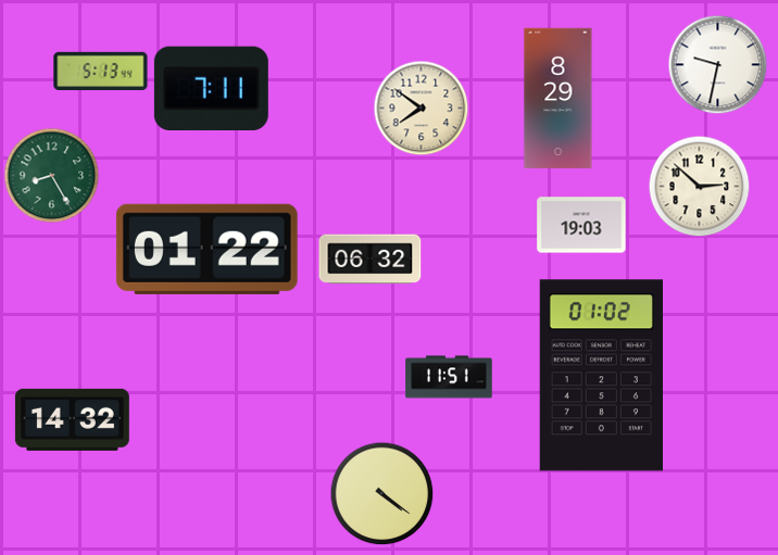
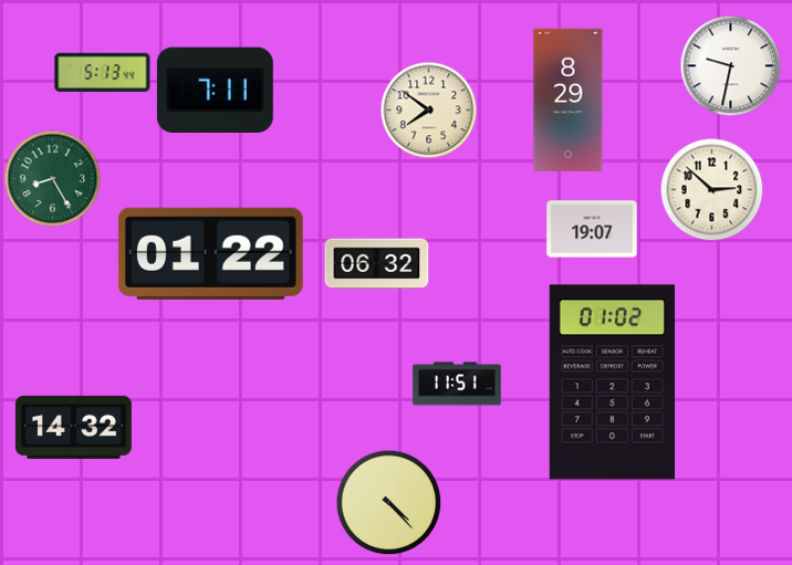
clock at (581, 225): 19:03 -> 19:07
clock at (382, 494): 4:21 -> 4:23
